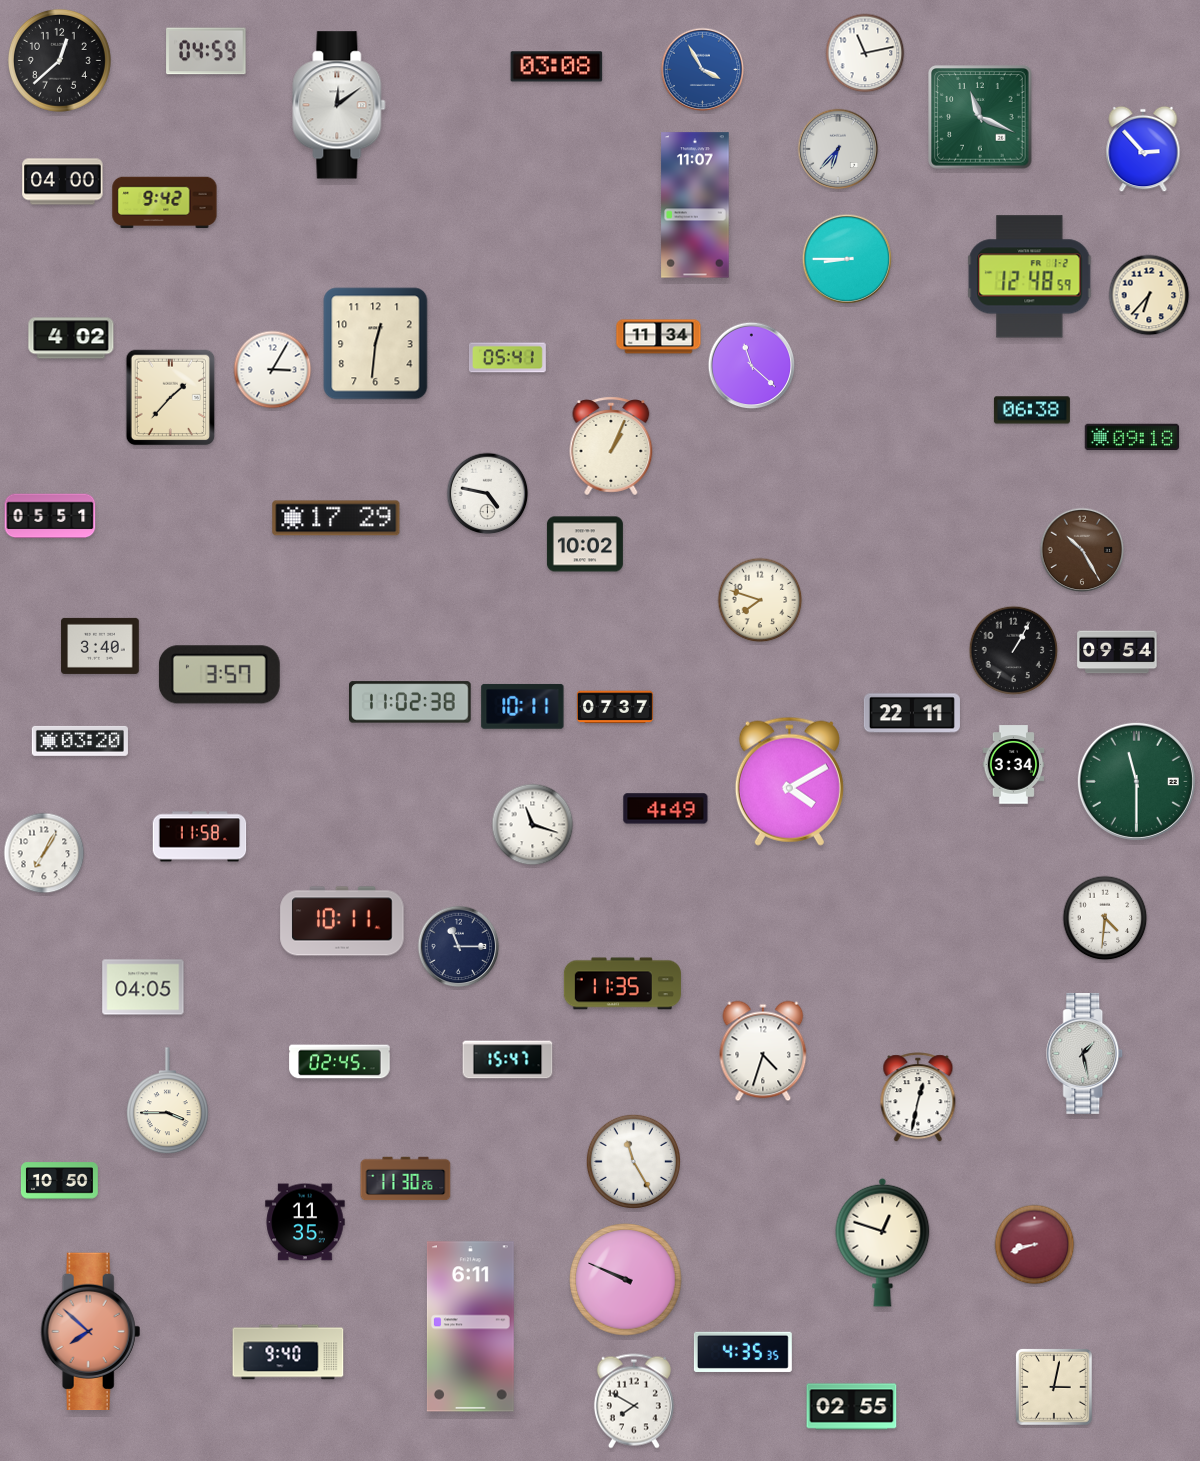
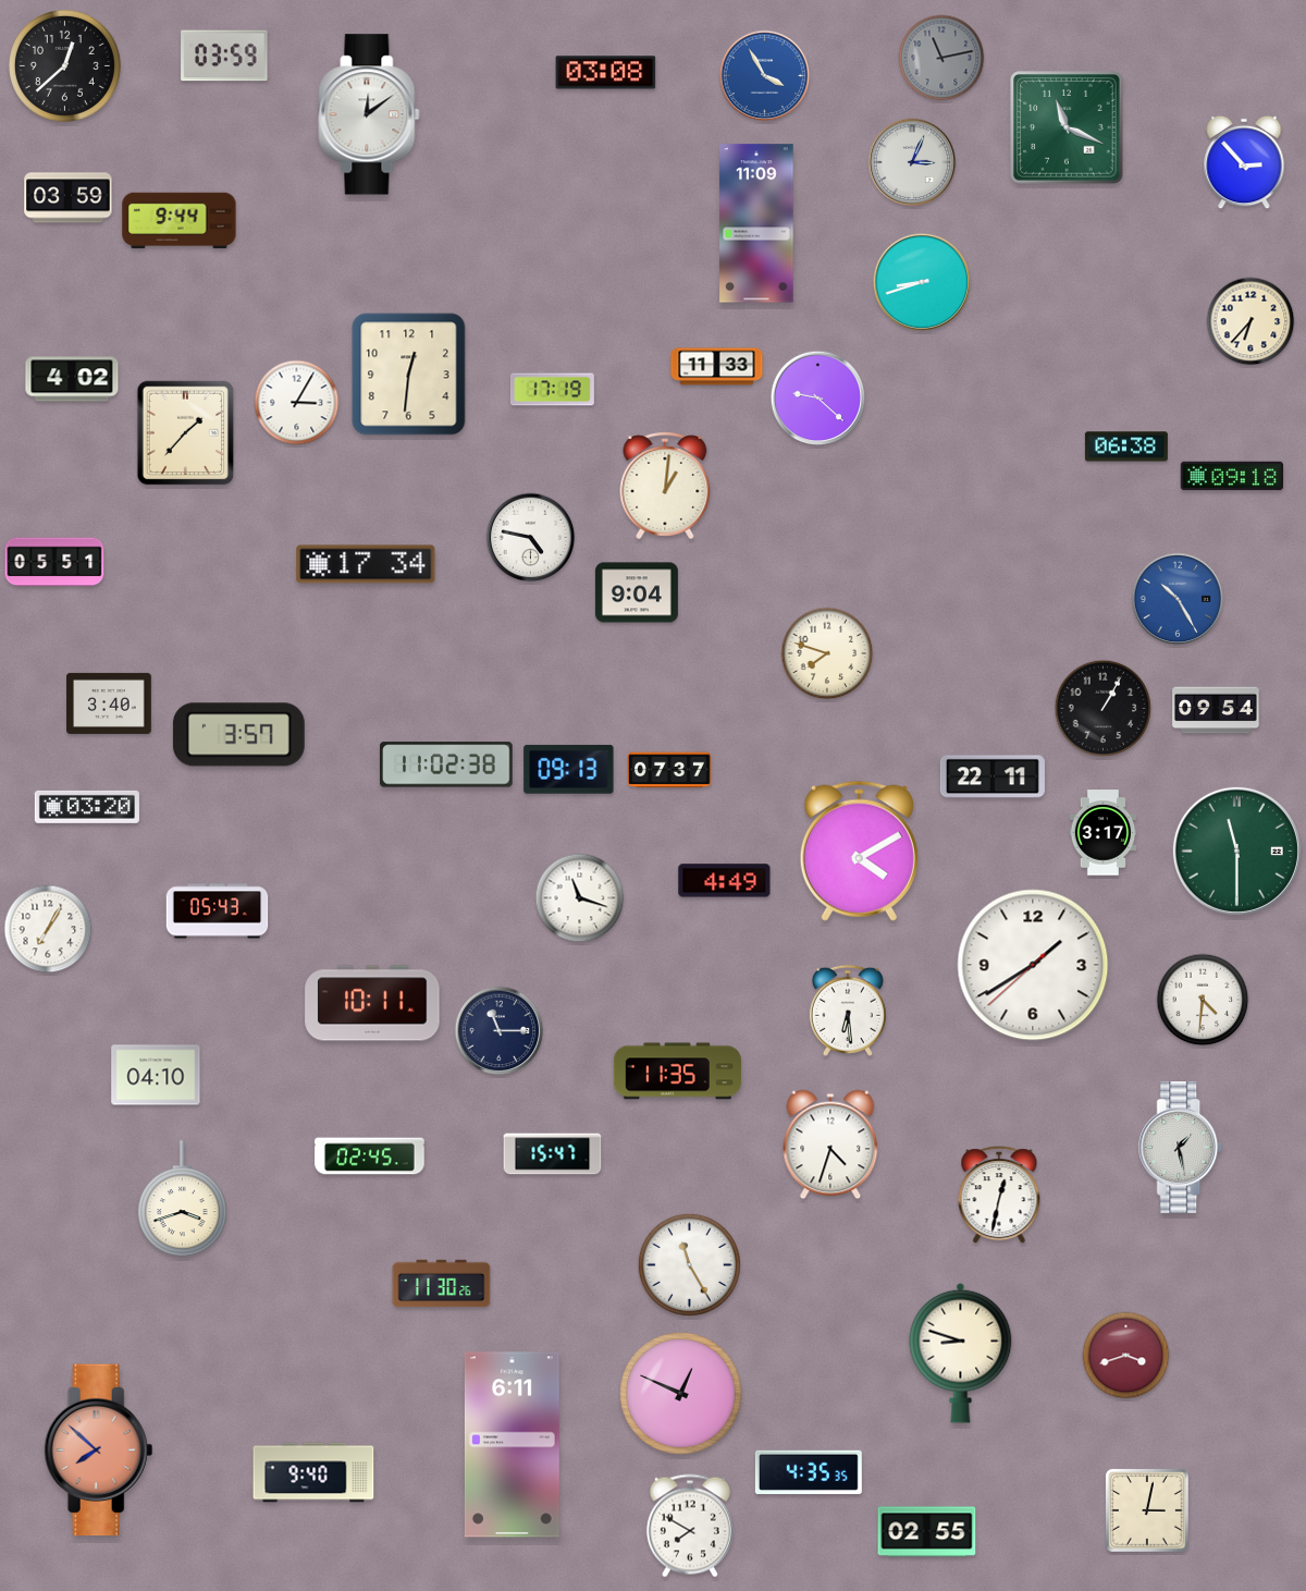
clock at (206, 51): 04:59 -> 03:59
clock at (865, 53) dial: white -> grey
clock at (838, 149): 6:37 -> 3:04
clock at (63, 182): 04:00 -> 03:59
clock at (165, 203): 9:42 -> 9:44
clock at (695, 205): 11:07 -> 11:09
clock at (847, 259): 8:45 -> 8:42
clock at (1030, 277): 12:48 -> none
clock at (659, 337): 11:34 -> 11:33
clock at (71, 338) position: (71, 338) -> (72, 379)
clock at (507, 358): 05:41 -> 17:19
clock at (752, 366): 11:22 -> 9:22
clock at (1032, 410) position: (1032, 410) -> (1126, 446)
clock at (611, 446): 1:04 -> 1:01
clock at (336, 518): 17:29 -> 17:34
clock at (585, 544): 10:02 -> 9:04
clock at (1082, 550) dial: brown -> blue
clock at (523, 706): 10:11 -> 09:13
clock at (1014, 765): 3:34 -> 3:17
clock at (200, 837): 11:58 -> 05:43
clock at (1033, 965): none -> 1:39
clock at (848, 1011): none -> 6:29
clock at (143, 987): 04:05 -> 04:10
clock at (168, 1101): 3:45 -> 3:42
clock at (59, 1181): 10:50 -> none
clock at (305, 1222): 11:35 -> none
clock at (883, 1242): 12:48 -> 8:48
clock at (1035, 1245): 8:42 -> 3:42
clock at (626, 1280): 9:49 -> 12:49
